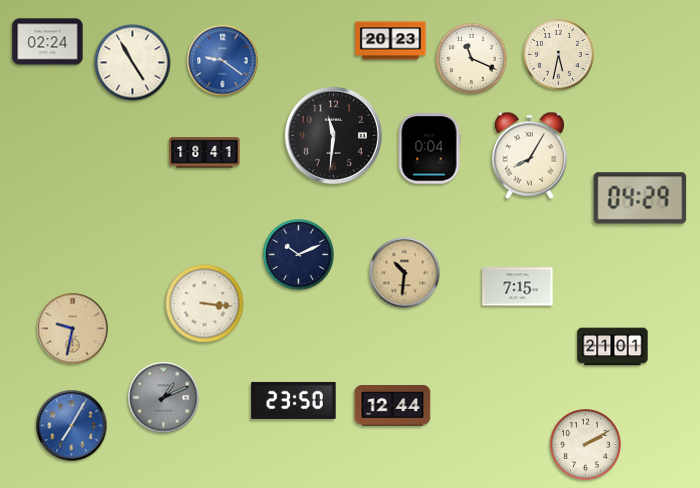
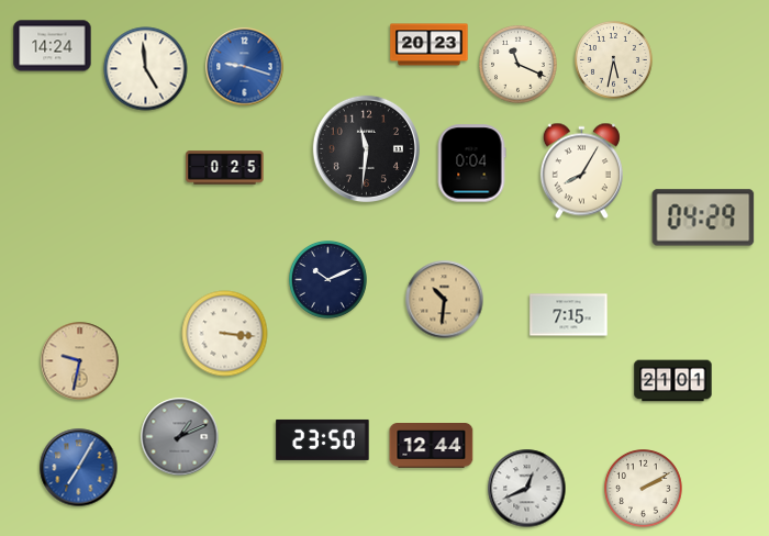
clock at (48, 42): 02:24 -> 14:24
clock at (223, 61): 9:21 -> 9:18
clock at (133, 63): 4:55 -> 4:59
clock at (205, 153): 18:41 -> 0:25
clock at (527, 489): none -> 12:41
